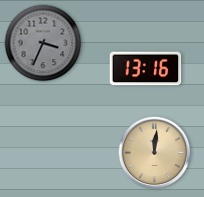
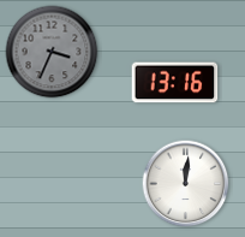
clock at (155, 153) dial: champagne -> white
